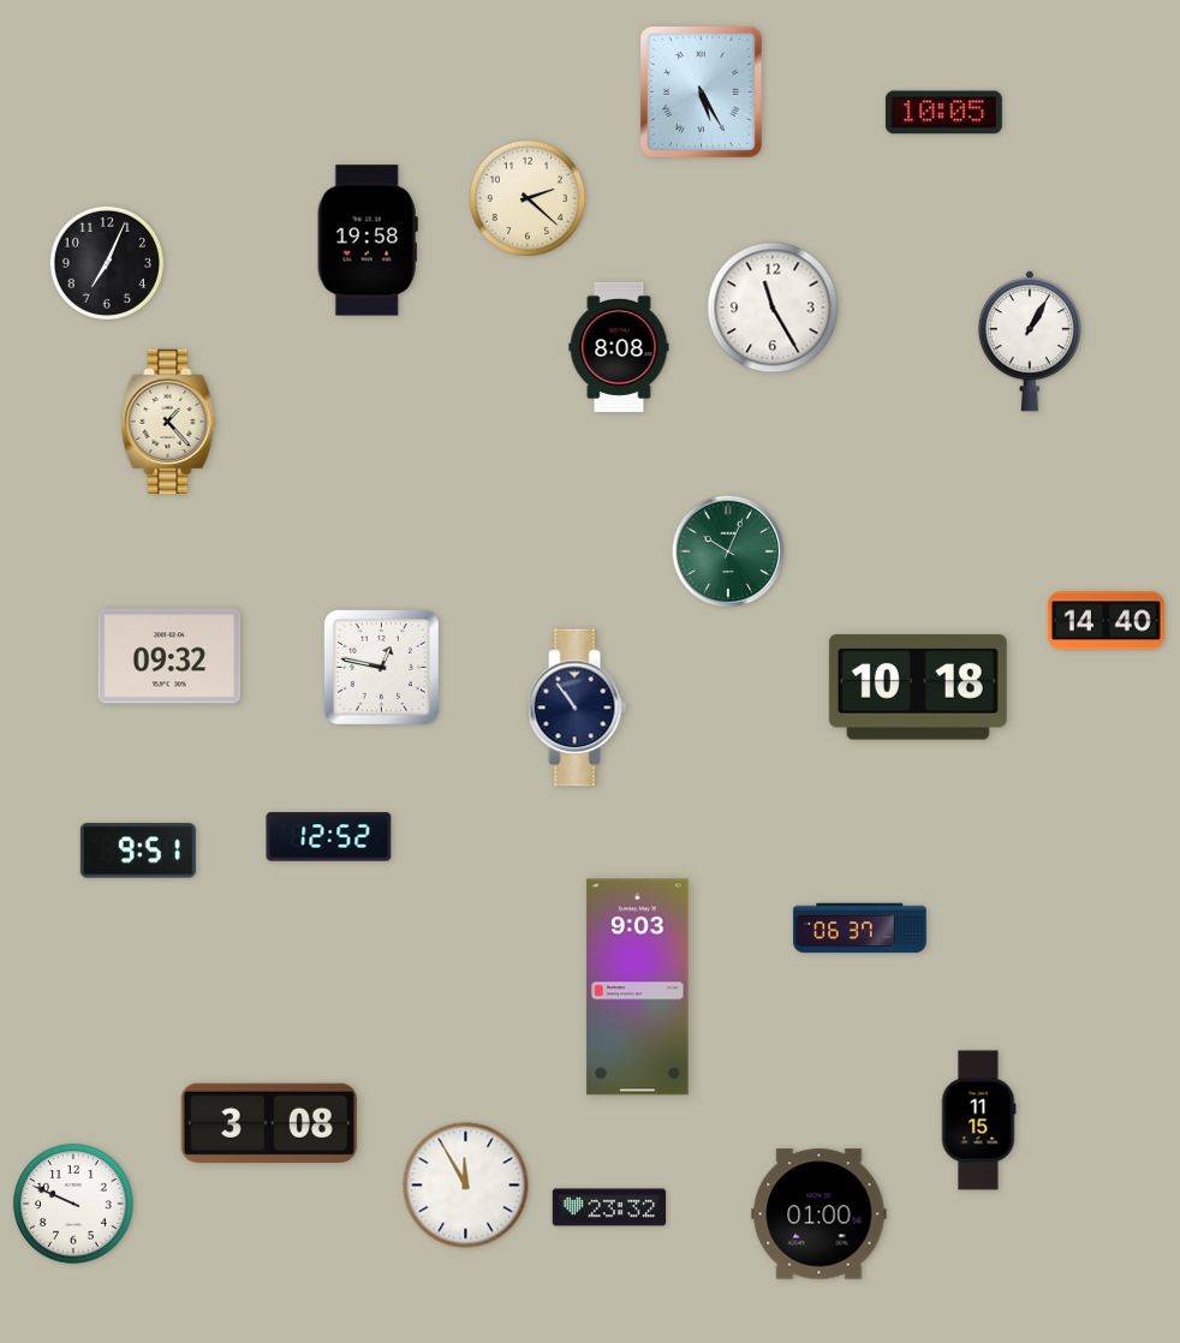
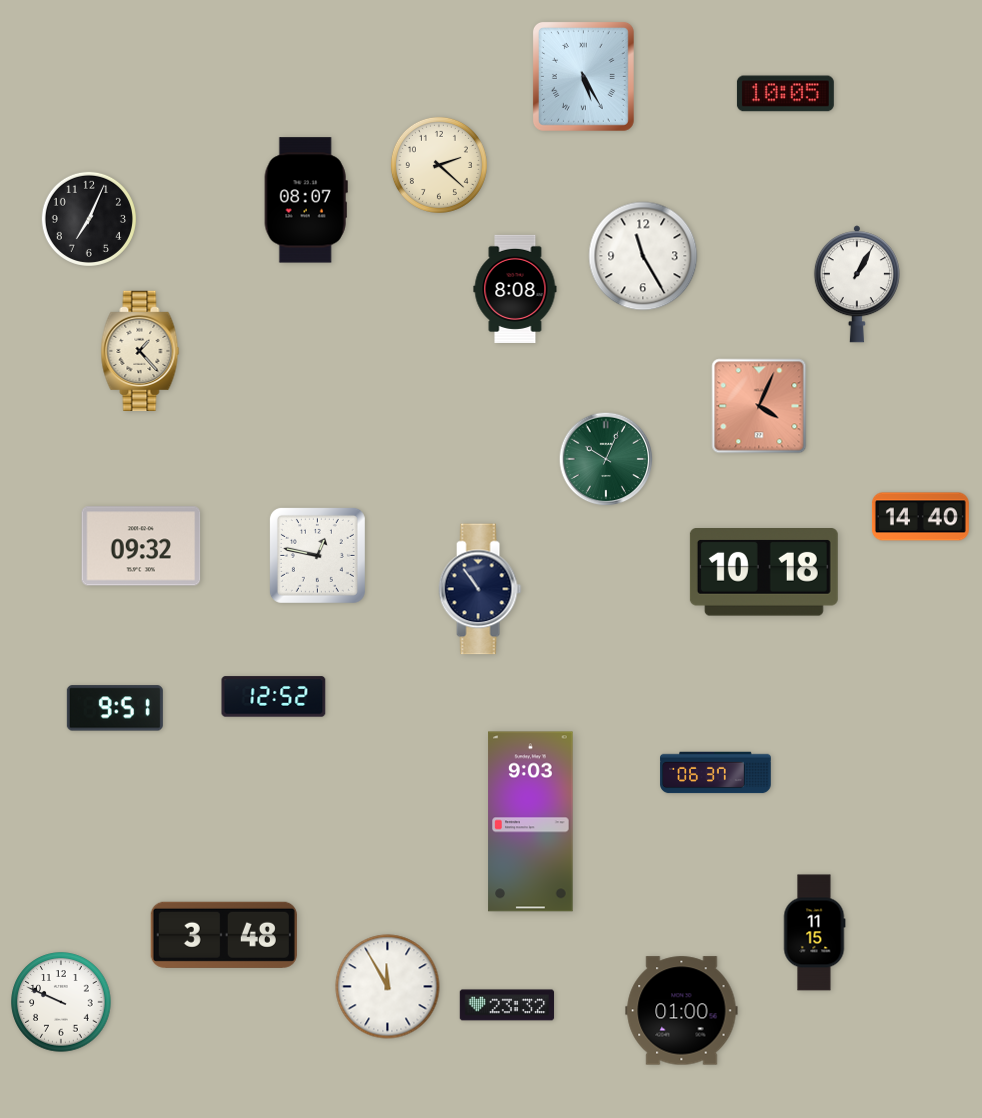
clock at (368, 240): 19:58 -> 08:07
clock at (759, 406): none -> 4:04
clock at (269, 1123): 3:08 -> 3:48
